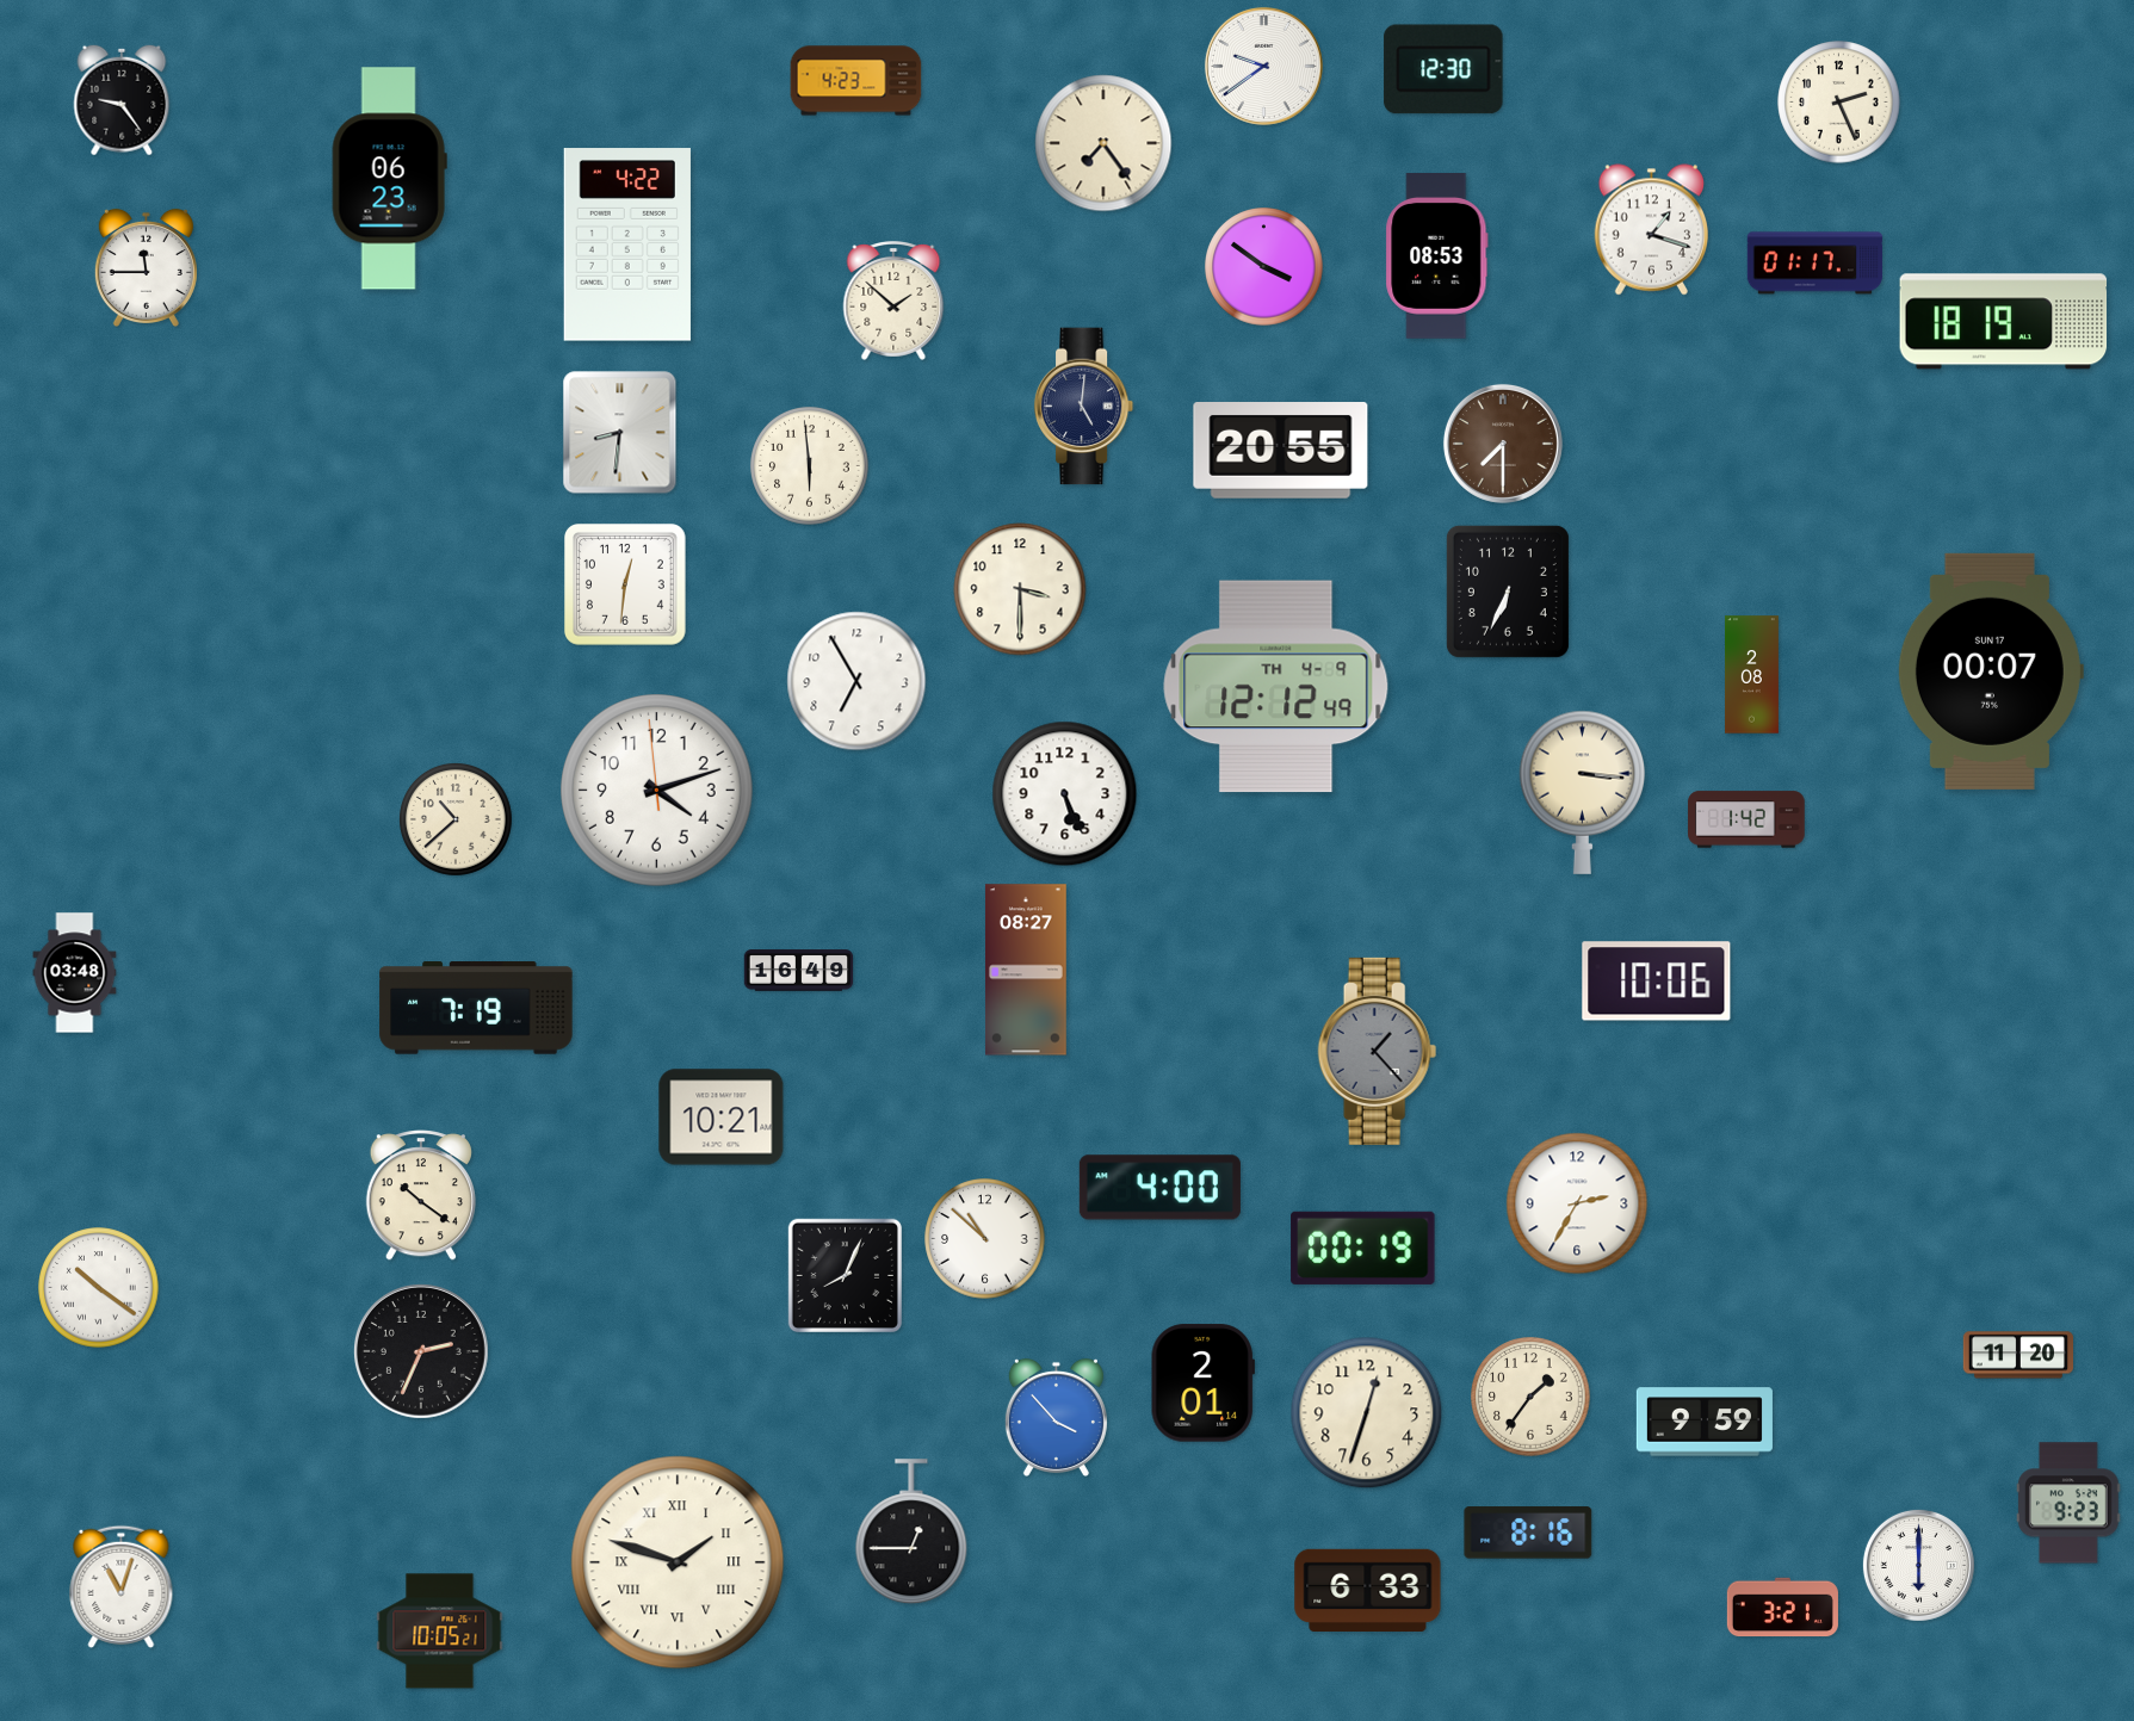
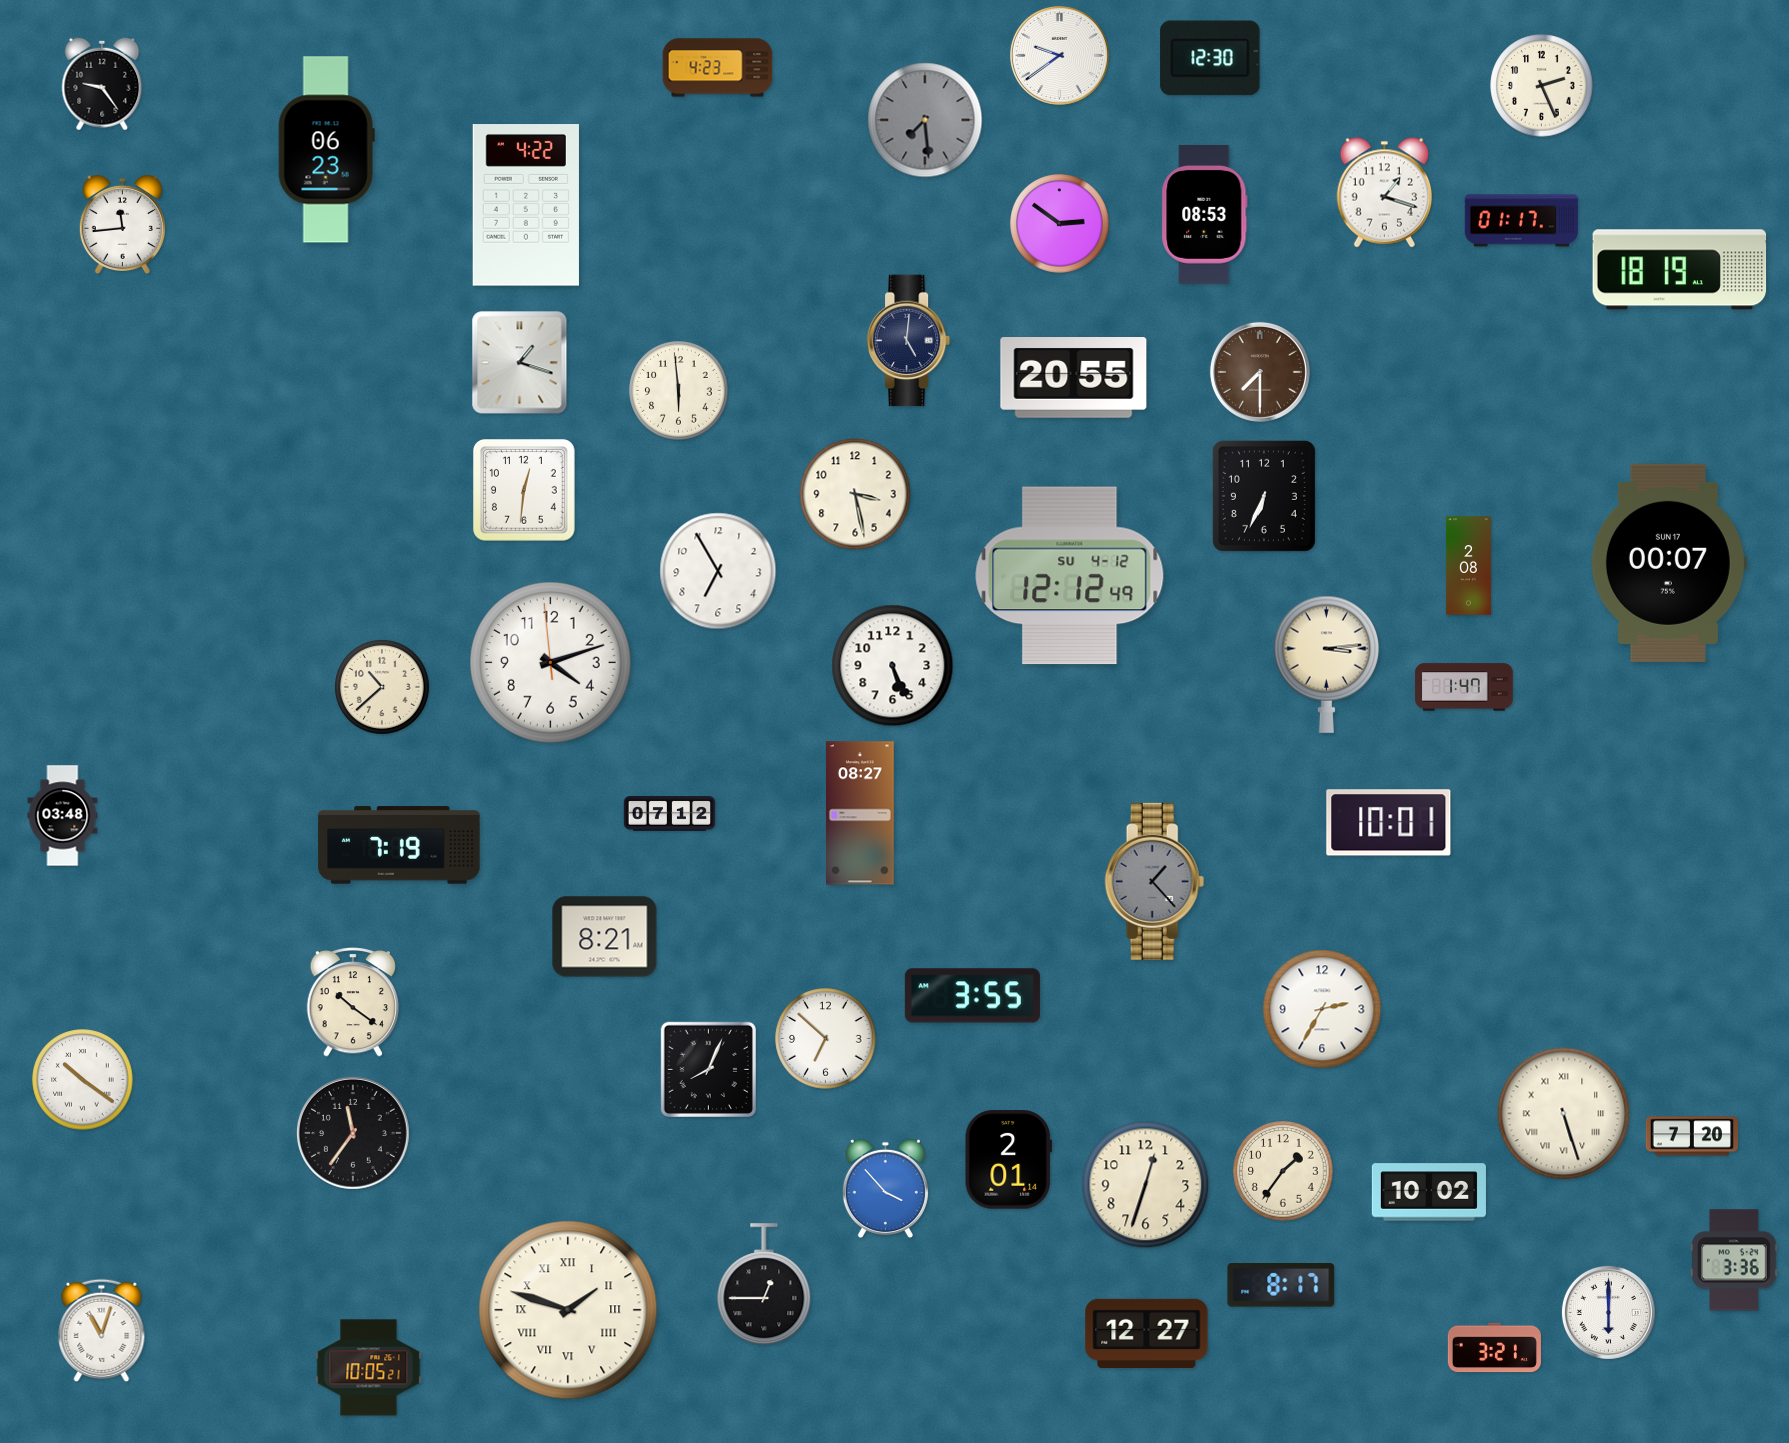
clock at (1103, 143): 7:24 -> 7:29
clock at (1103, 143) dial: cream -> grey
clock at (146, 267): 11:45 -> 11:44
clock at (1264, 267): 3:51 -> 2:51
clock at (893, 302): 1:52 -> none
clock at (620, 433): 8:31 -> 1:18
clock at (1020, 589): 3:30 -> 3:28
clock at (1276, 687) date: TH 4-9 -> SU 4-12
clock at (1583, 792): 3:16 -> 3:14
clock at (1746, 819): 1:42 -> 1:47
clock at (799, 971): 16:49 -> 07:12
clock at (1657, 982): 10:06 -> 10:01
clock at (722, 1118): 10:21 -> 8:21
clock at (1159, 1188): 4:00 -> 3:55
clock at (985, 1239): 10:52 -> 6:52
clock at (1363, 1248): 00:19 -> none
clock at (1564, 1114): none -> 5:27
clock at (421, 1351): 2:34 -> 11:36
clock at (2017, 1355): 11:20 -> 7:20
clock at (1705, 1422): 9:59 -> 10:02
clock at (2068, 1503): 9:23 -> 3:36
clock at (1528, 1533): 8:16 -> 8:17
clock at (1368, 1590): 6:33 -> 12:27
